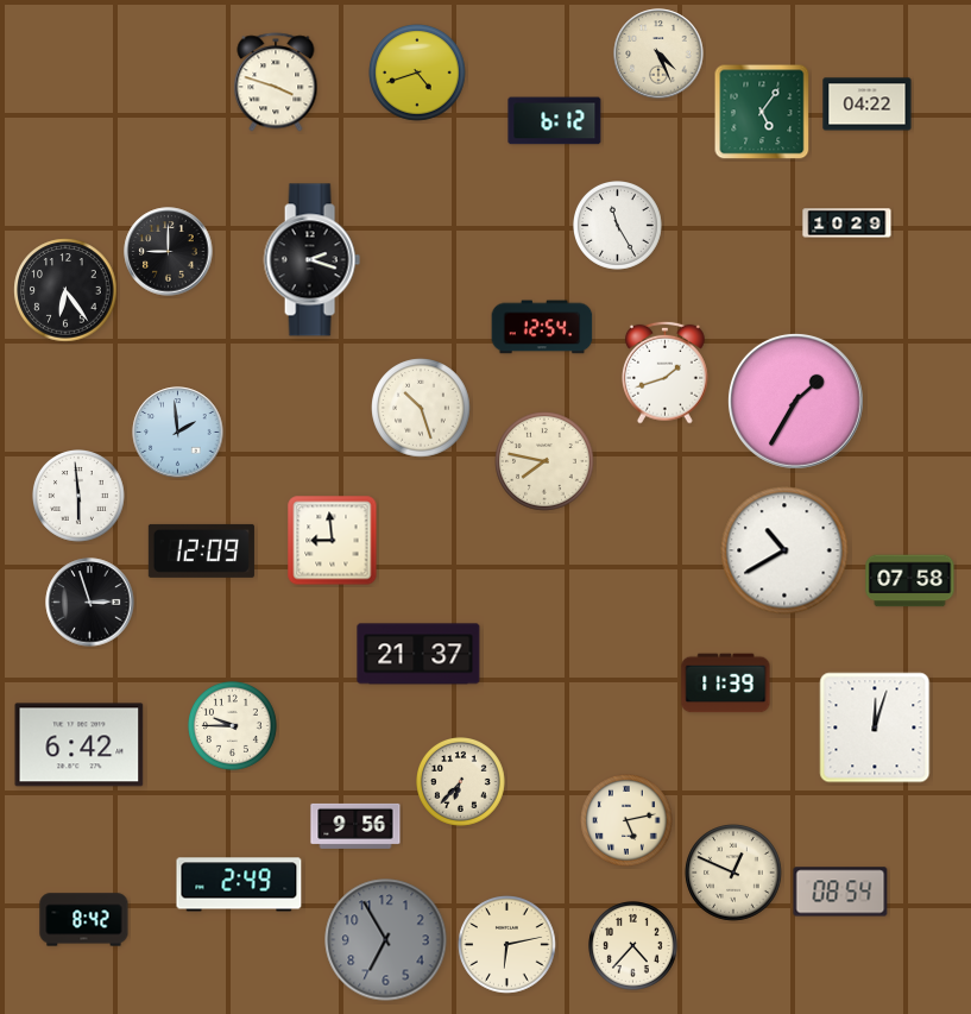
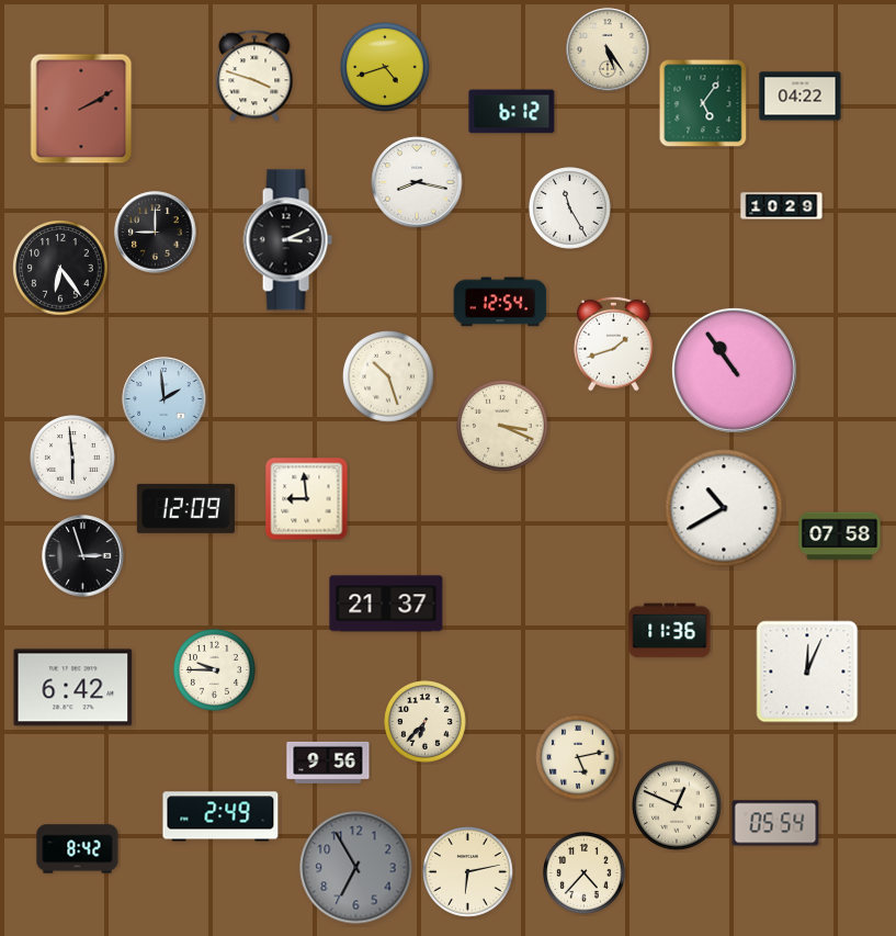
clock at (658, 53): 4:26 -> 5:24
clock at (81, 109): none -> 2:10
clock at (417, 182): none -> 8:17
clock at (311, 260): 2:18 -> 3:11
clock at (795, 401): 1:35 -> 10:54
clock at (544, 461): 7:47 -> 3:19
clock at (726, 684): 11:39 -> 11:36
clock at (875, 728): 12:03 -> 12:04
clock at (840, 892): 08:54 -> 05:54
